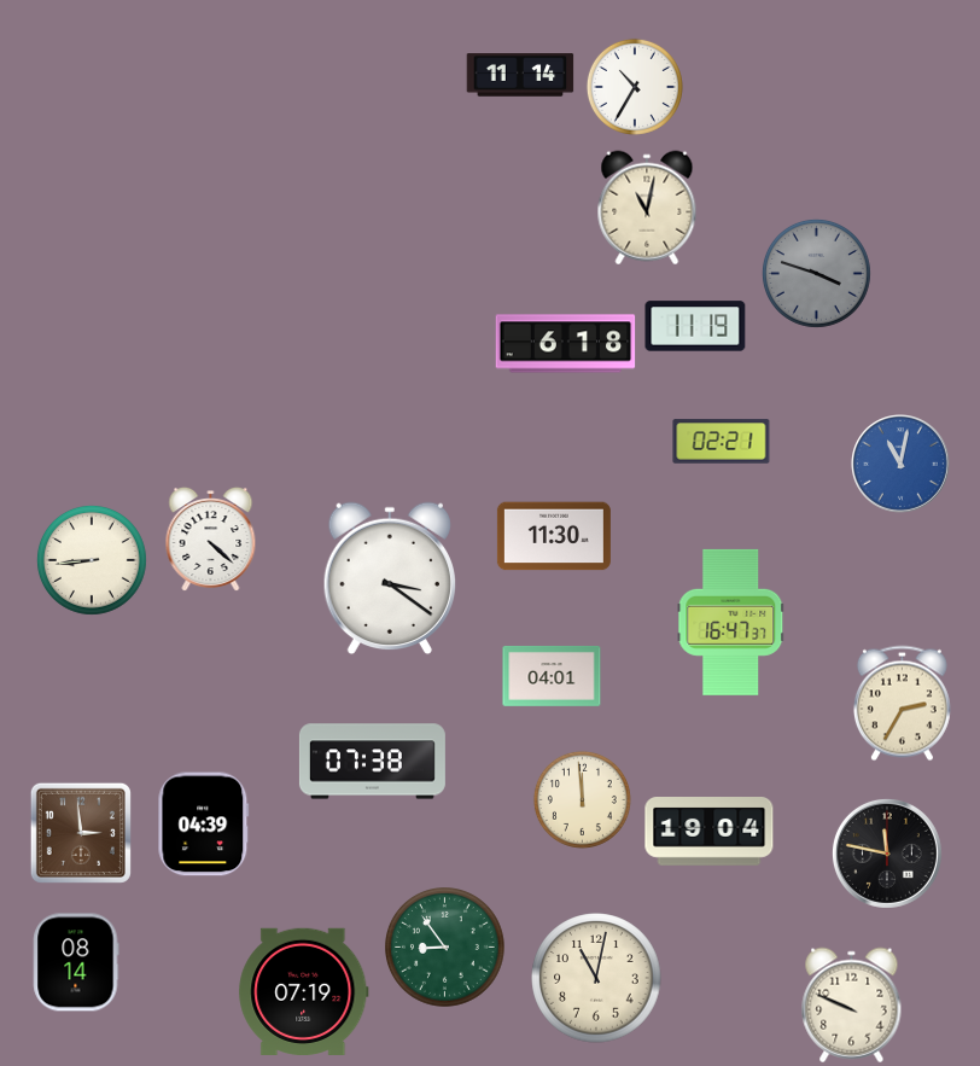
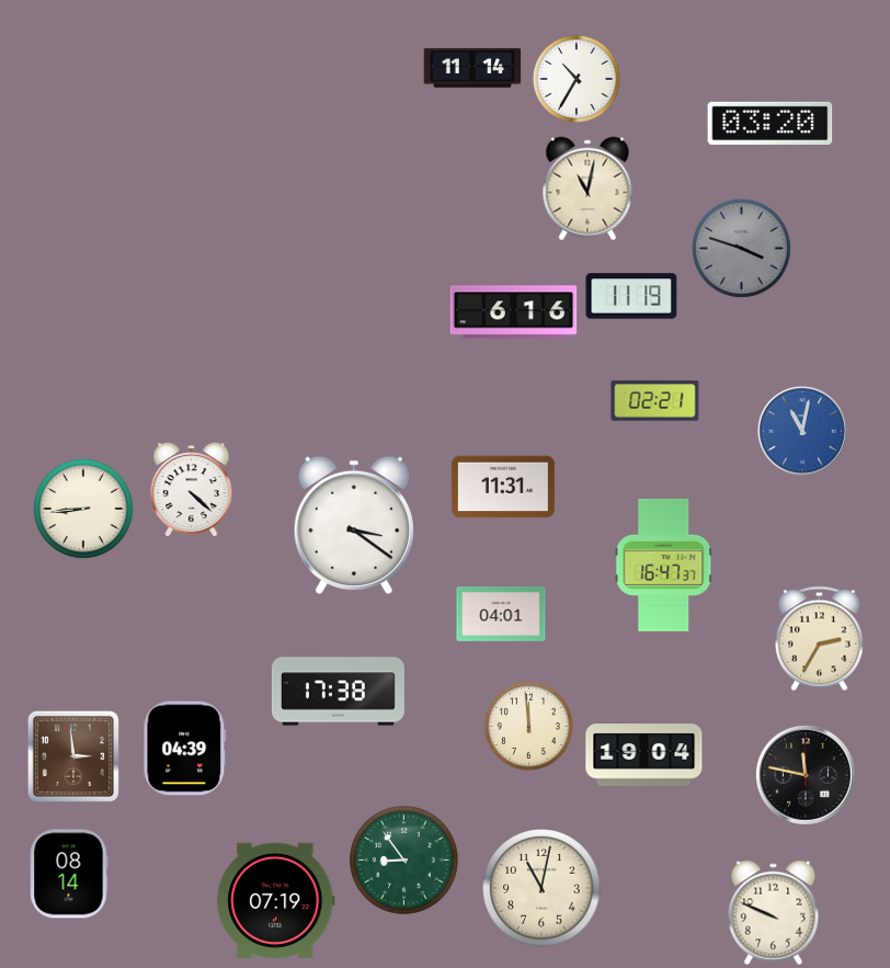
clock at (771, 123): none -> 03:20
clock at (566, 344): 6:18 -> 6:16
clock at (902, 465) position: (902, 465) -> (803, 432)
clock at (554, 536): 11:30 -> 11:31
clock at (372, 762): 07:38 -> 17:38
